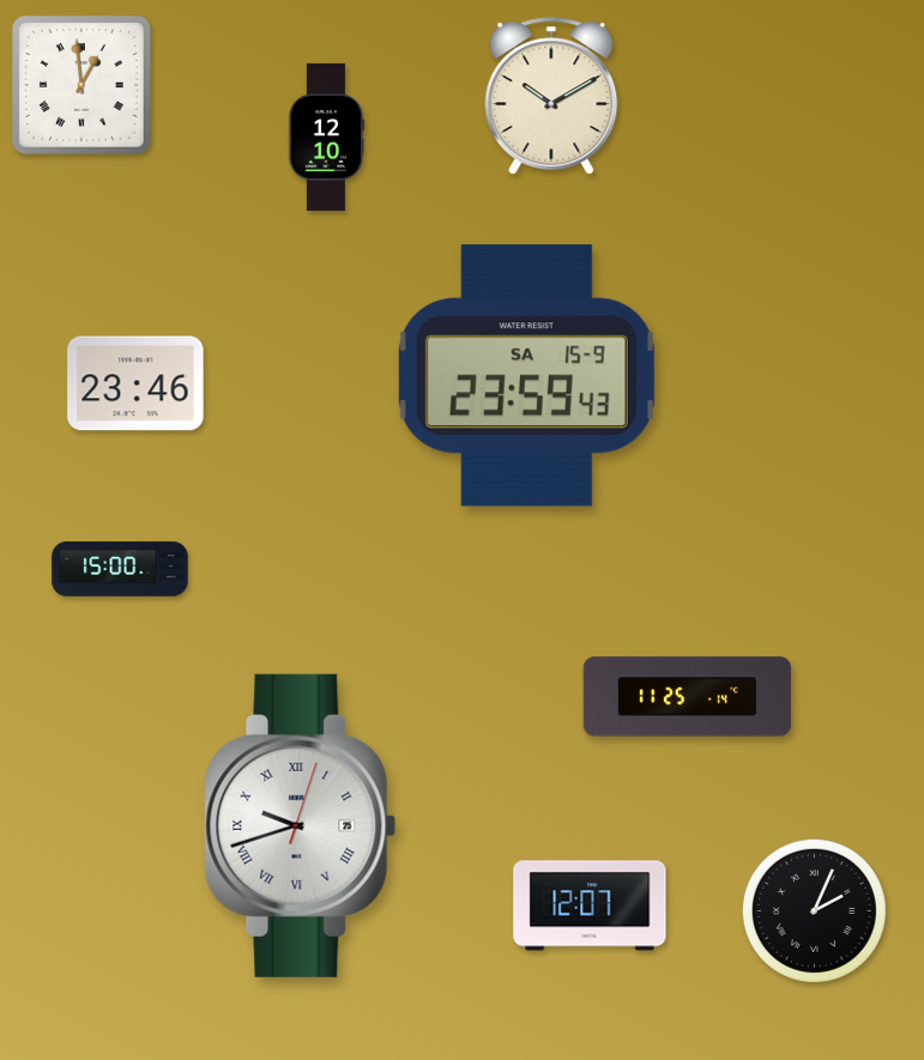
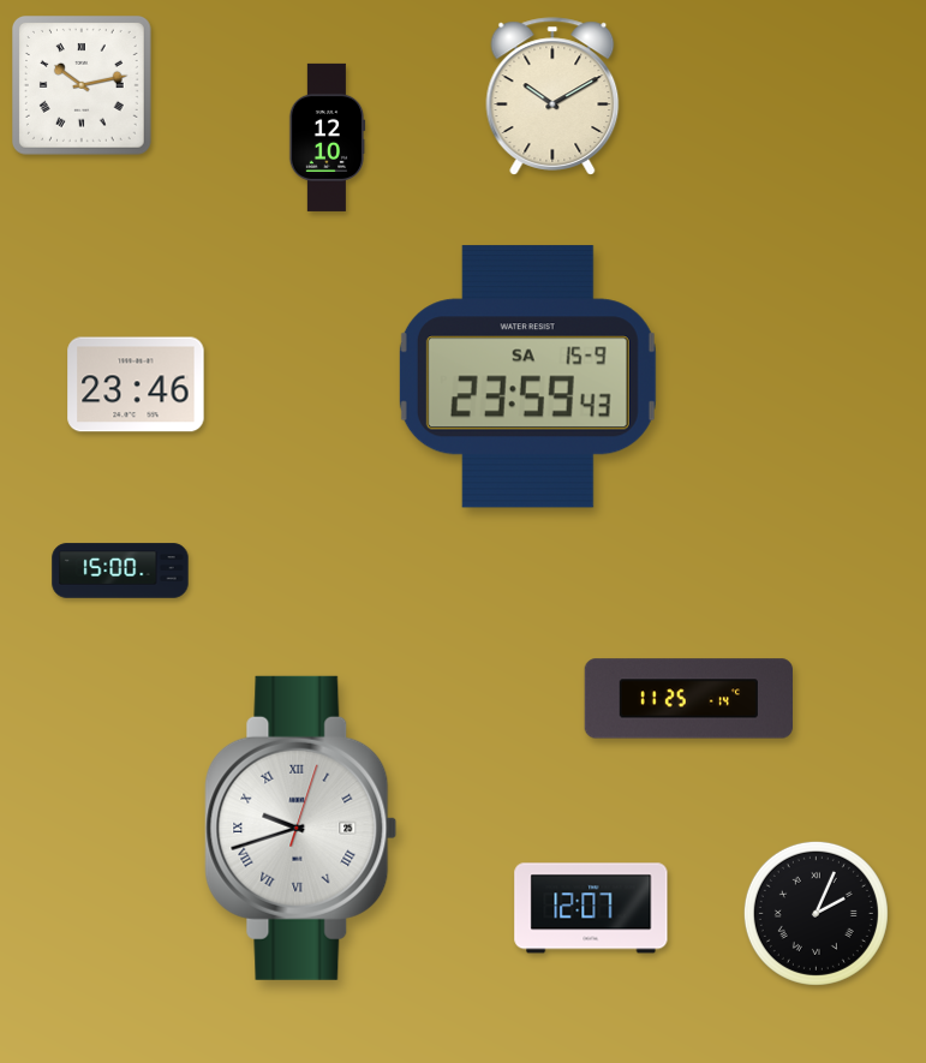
clock at (83, 86): 12:59 -> 10:13
